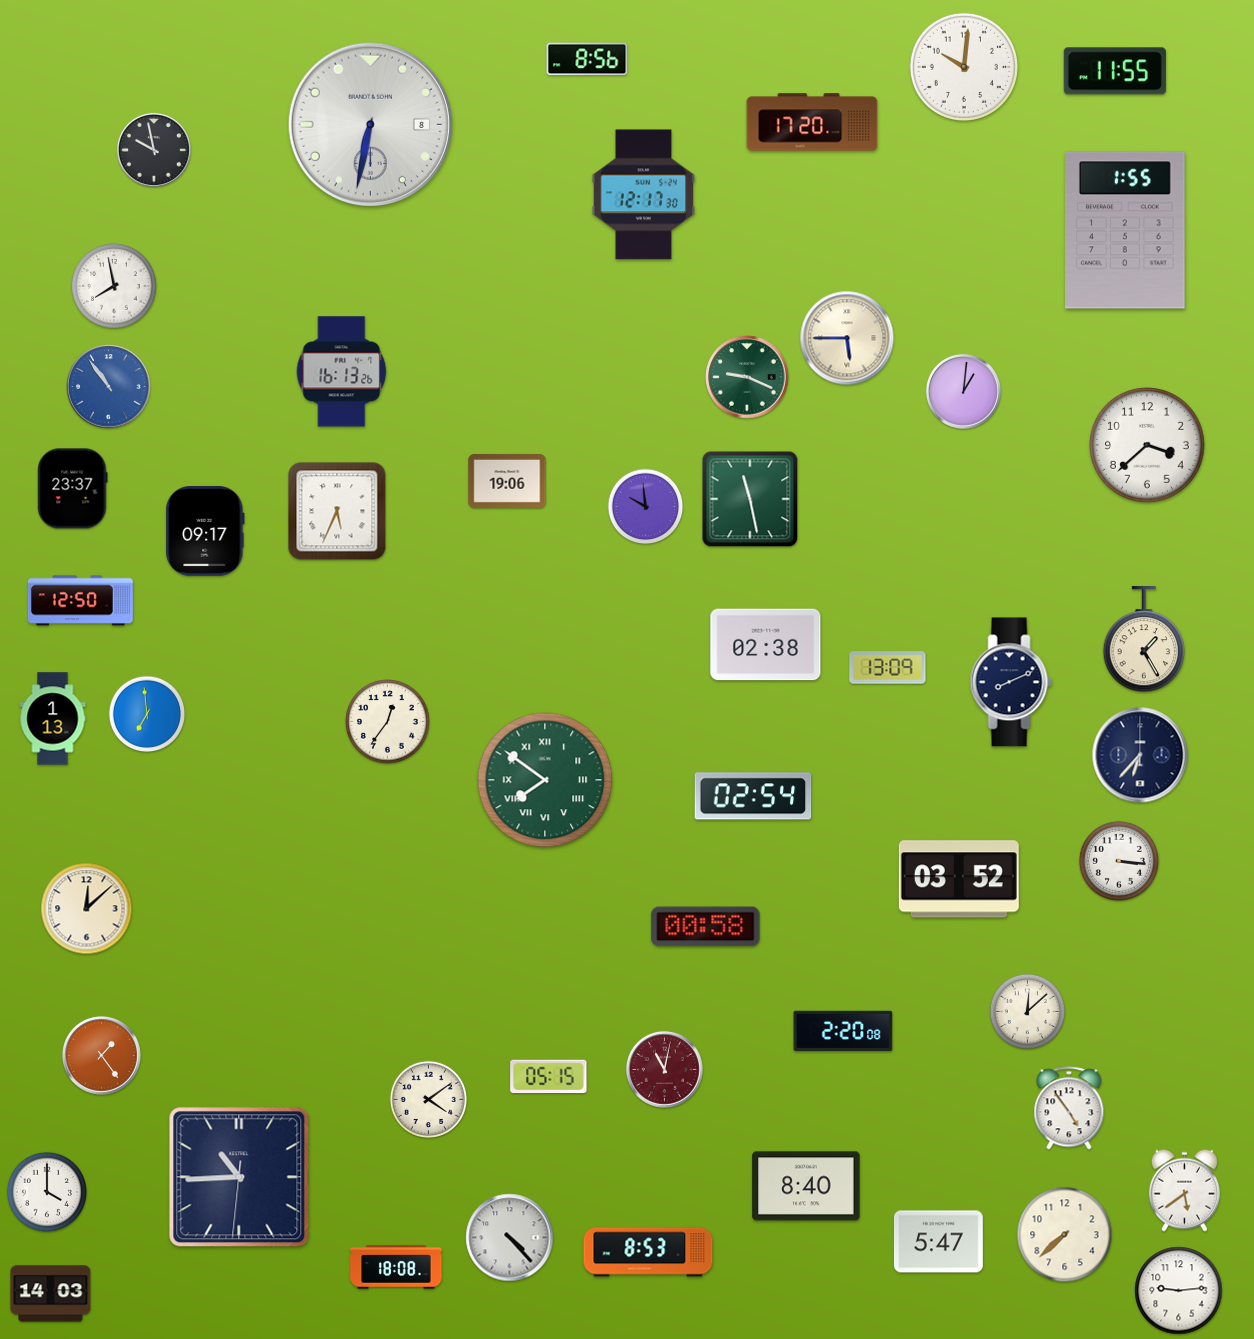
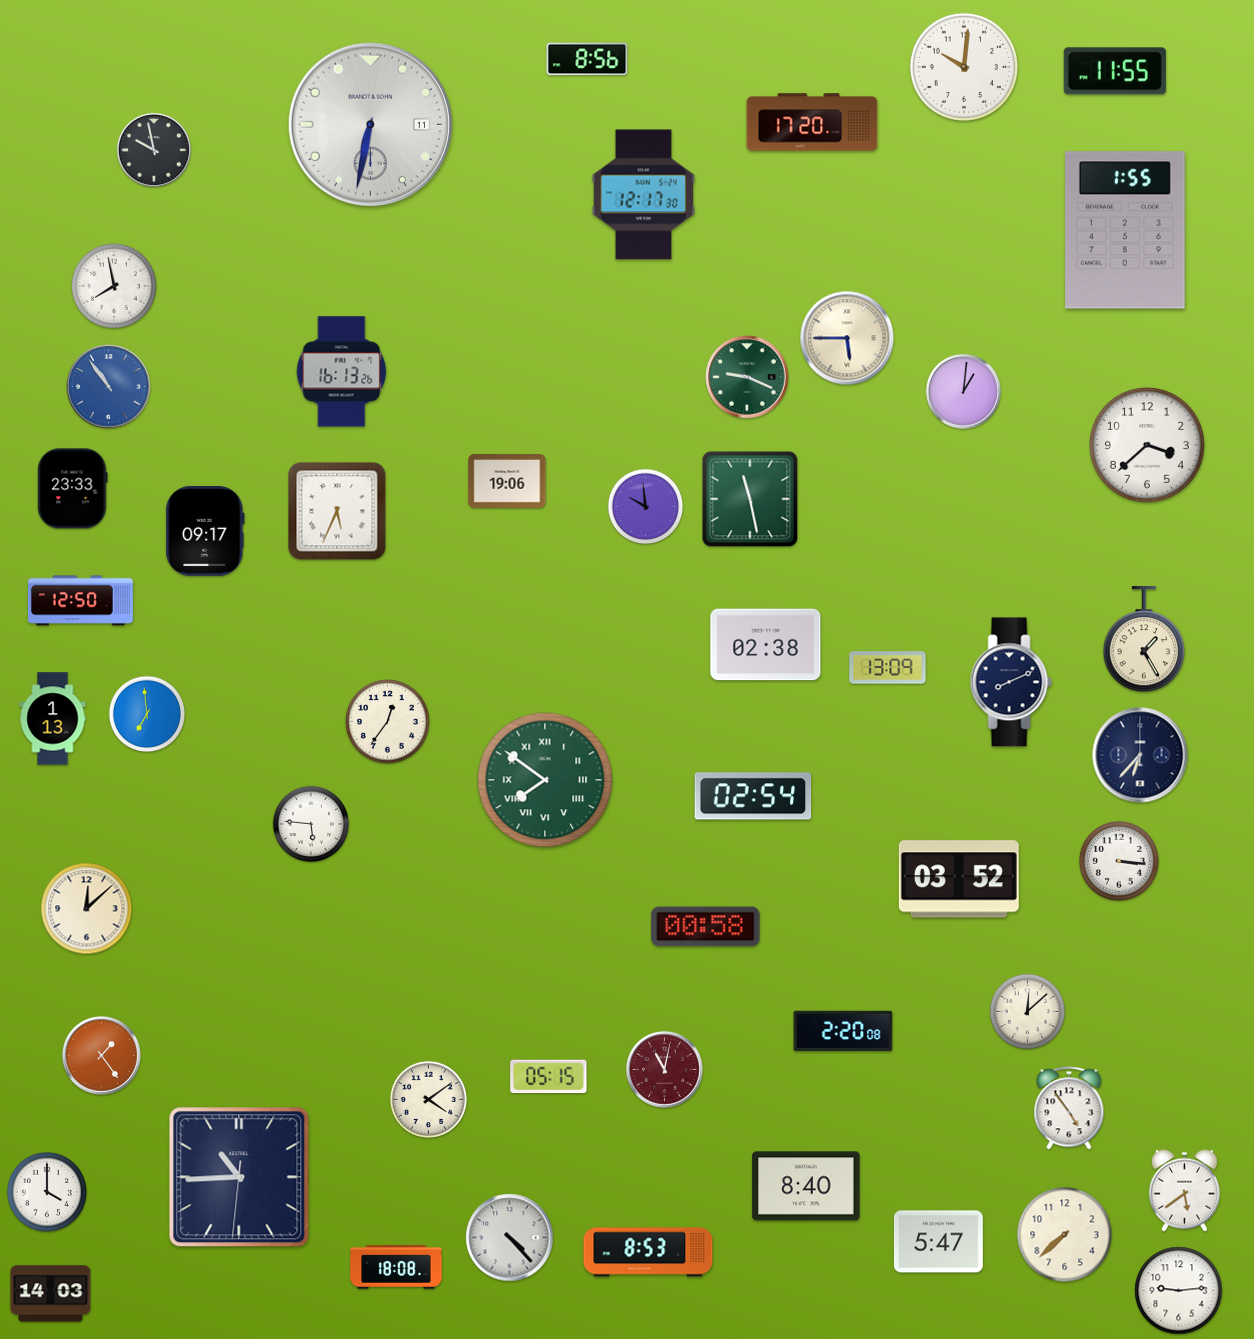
clock at (370, 124) date: 8 -> 11
clock at (73, 489): 23:37 -> 23:33
clock at (311, 824): none -> 5:46
